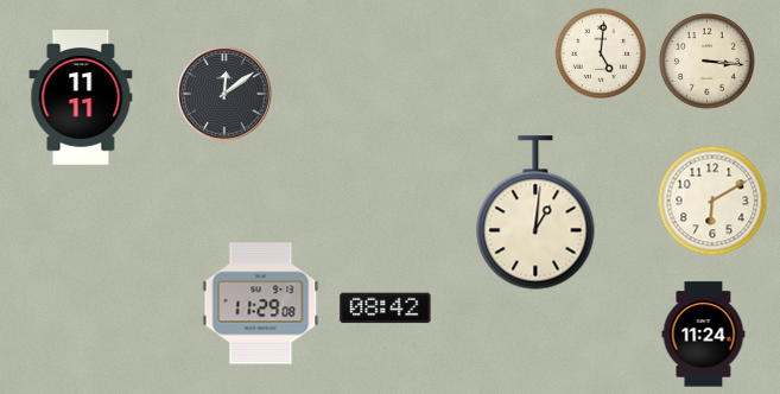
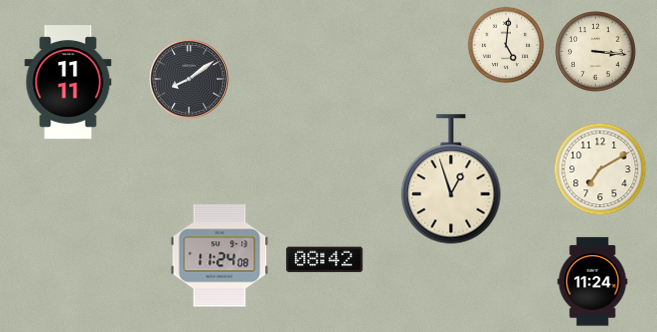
clock at (224, 94): 12:09 -> 8:09
clock at (712, 201): 6:10 -> 7:10
clock at (535, 212): 1:01 -> 12:57
clock at (261, 304): 11:29 -> 11:24
